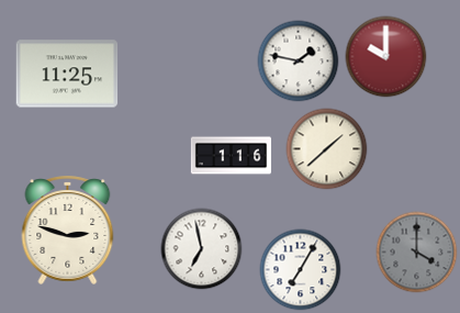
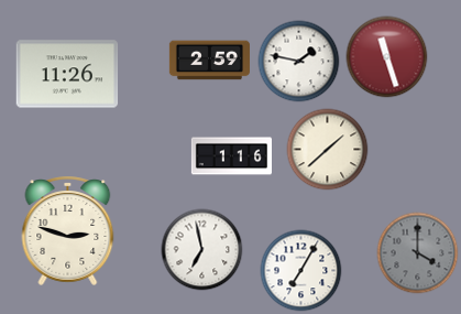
clock at (386, 57): 10:00 -> 11:27
clock at (209, 61): none -> 2:59
clock at (67, 74): 11:25 -> 11:26
